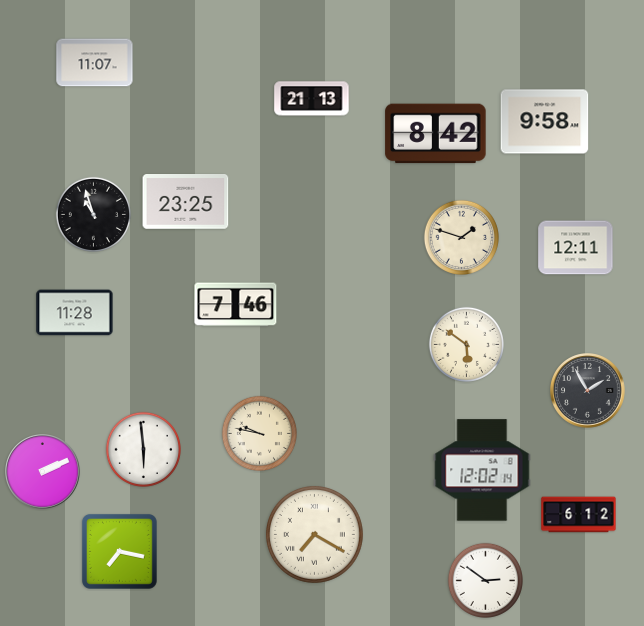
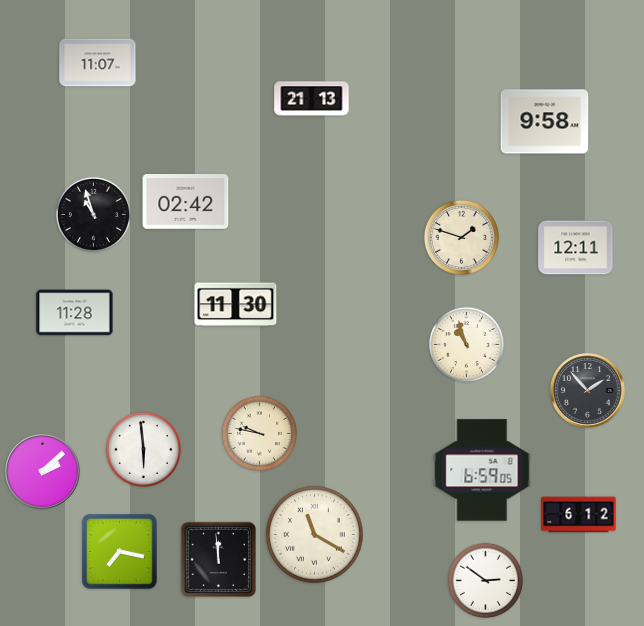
clock at (95, 63) position: (95, 63) -> (98, 63)
clock at (436, 134): 8:42 -> none
clock at (186, 202): 23:25 -> 02:42
clock at (236, 305): 7:46 -> 11:30
clock at (466, 344): 5:51 -> 10:57
clock at (588, 391): 1:55 -> 1:53
clock at (482, 470): 12:02 -> 6:59
clock at (43, 472): 2:11 -> 2:08
clock at (314, 534): 7:20 -> 11:20
clock at (219, 560): none -> 11:59
